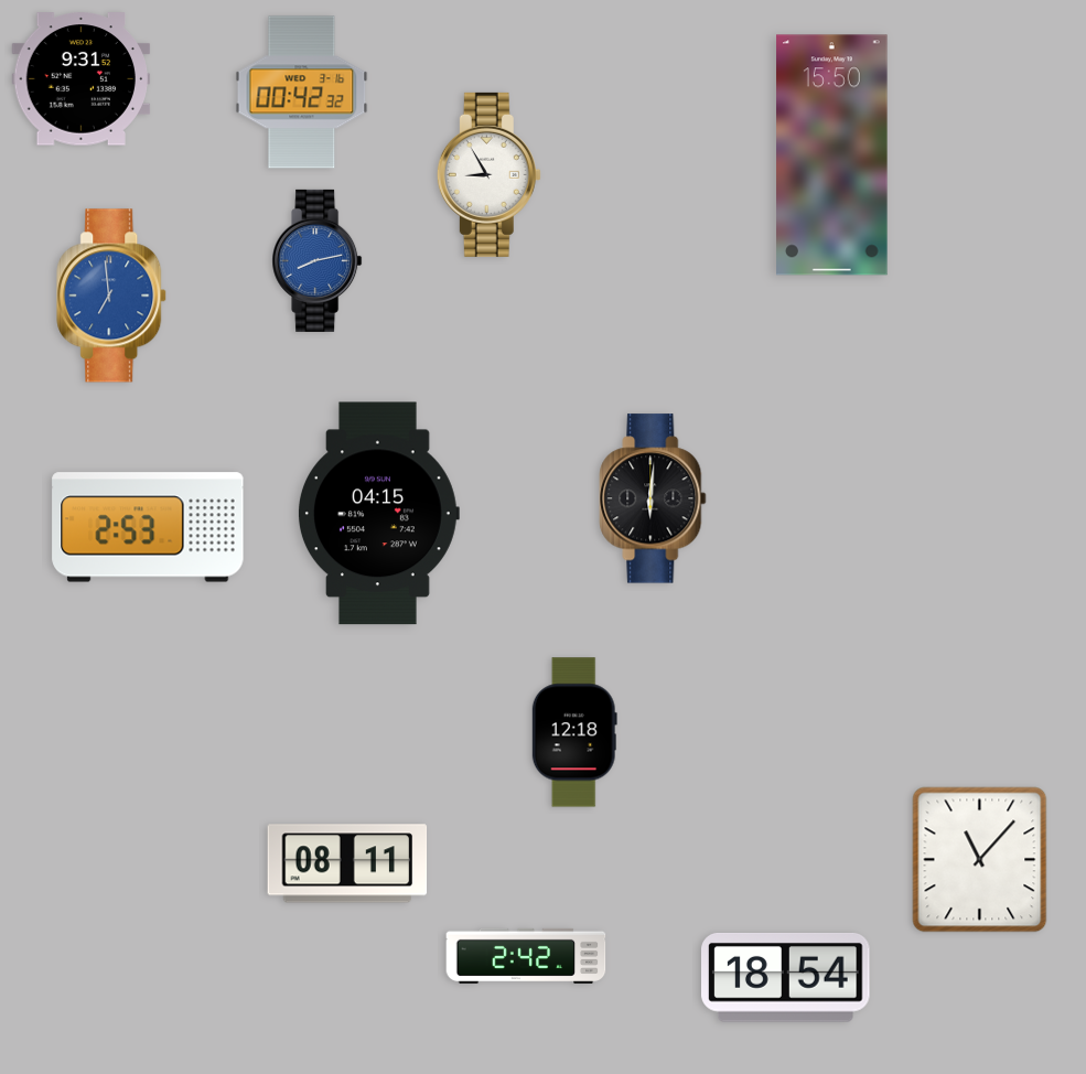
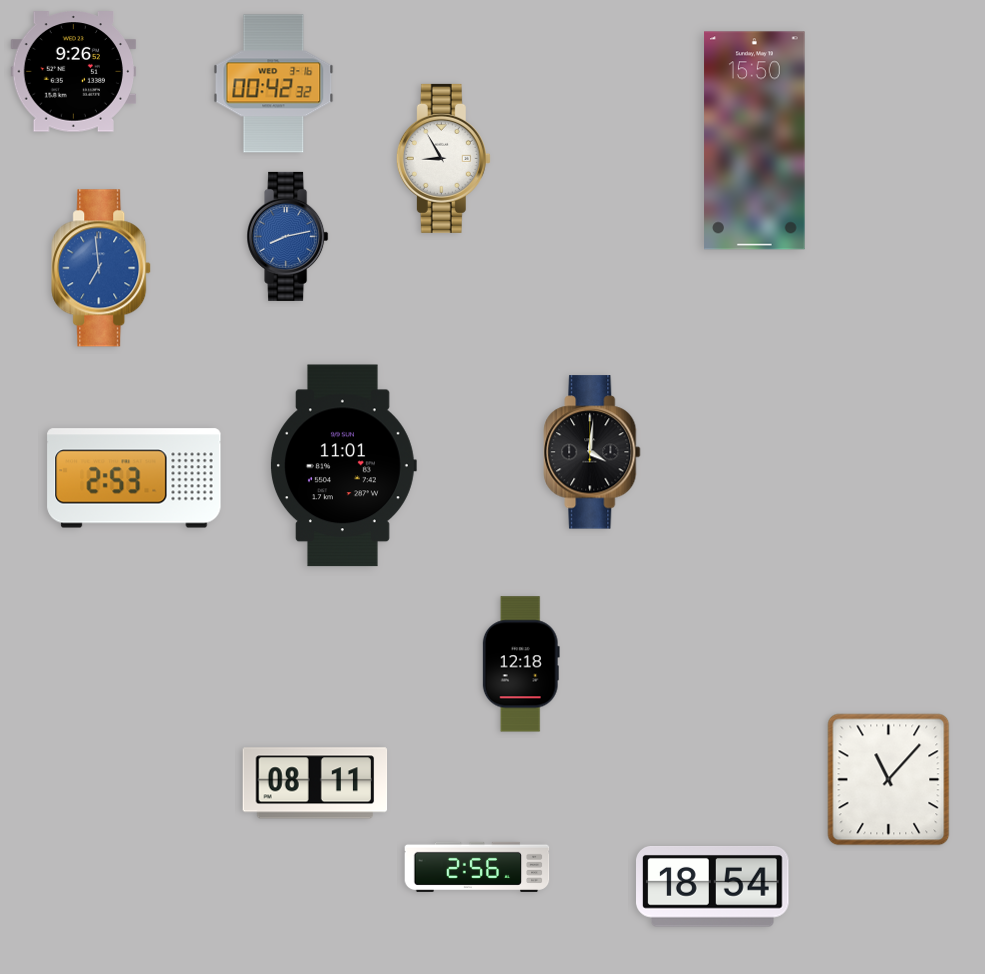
clock at (82, 79): 9:31 -> 9:26
clock at (653, 498): 6:01 -> 4:01
clock at (378, 514): 04:15 -> 11:01
clock at (526, 956): 2:42 -> 2:56
